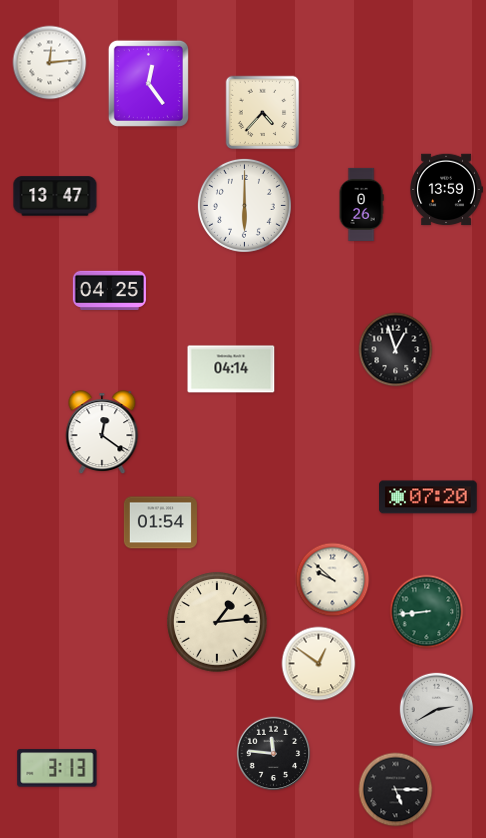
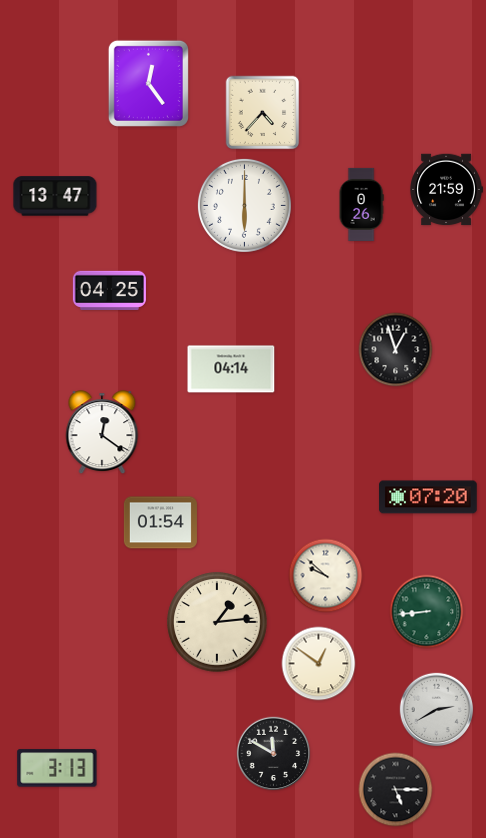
clock at (50, 63): 12:14 -> none
clock at (446, 190): 13:59 -> 21:59
clock at (333, 580) position: (333, 580) -> (326, 576)
clock at (274, 754): 11:46 -> 11:50
